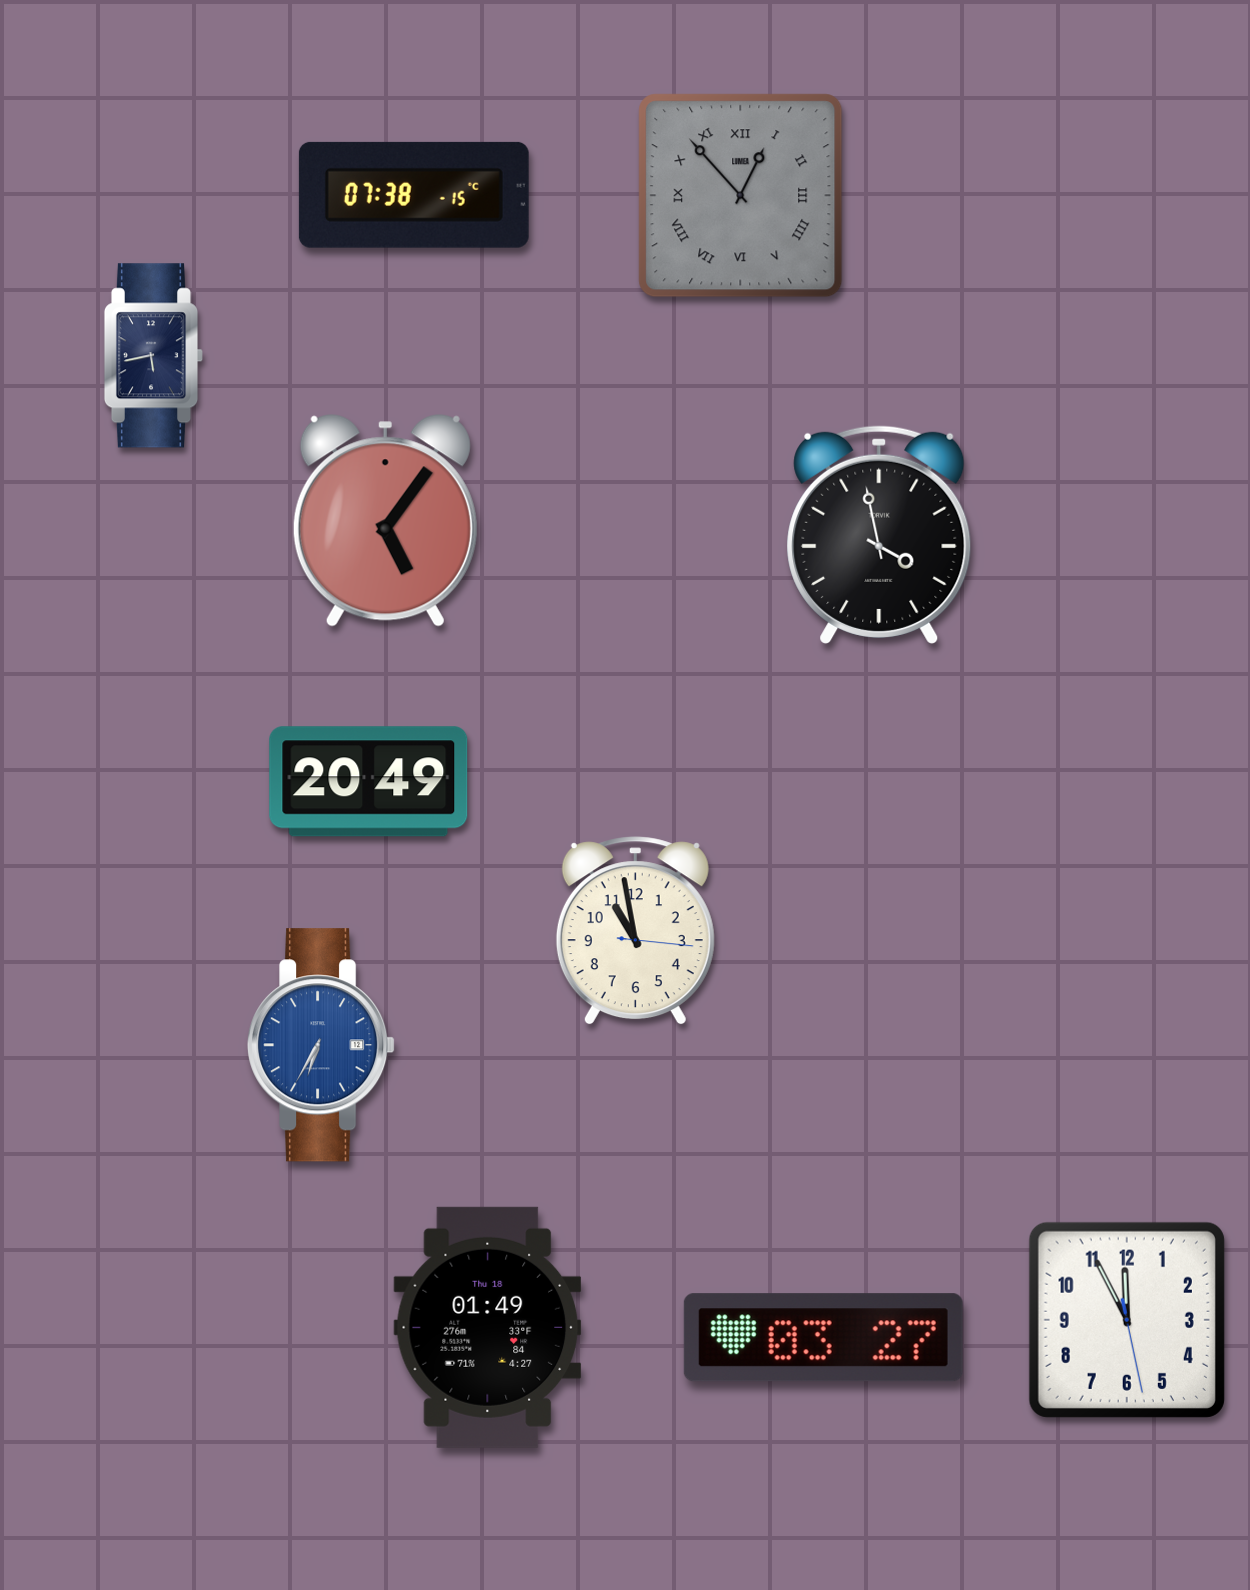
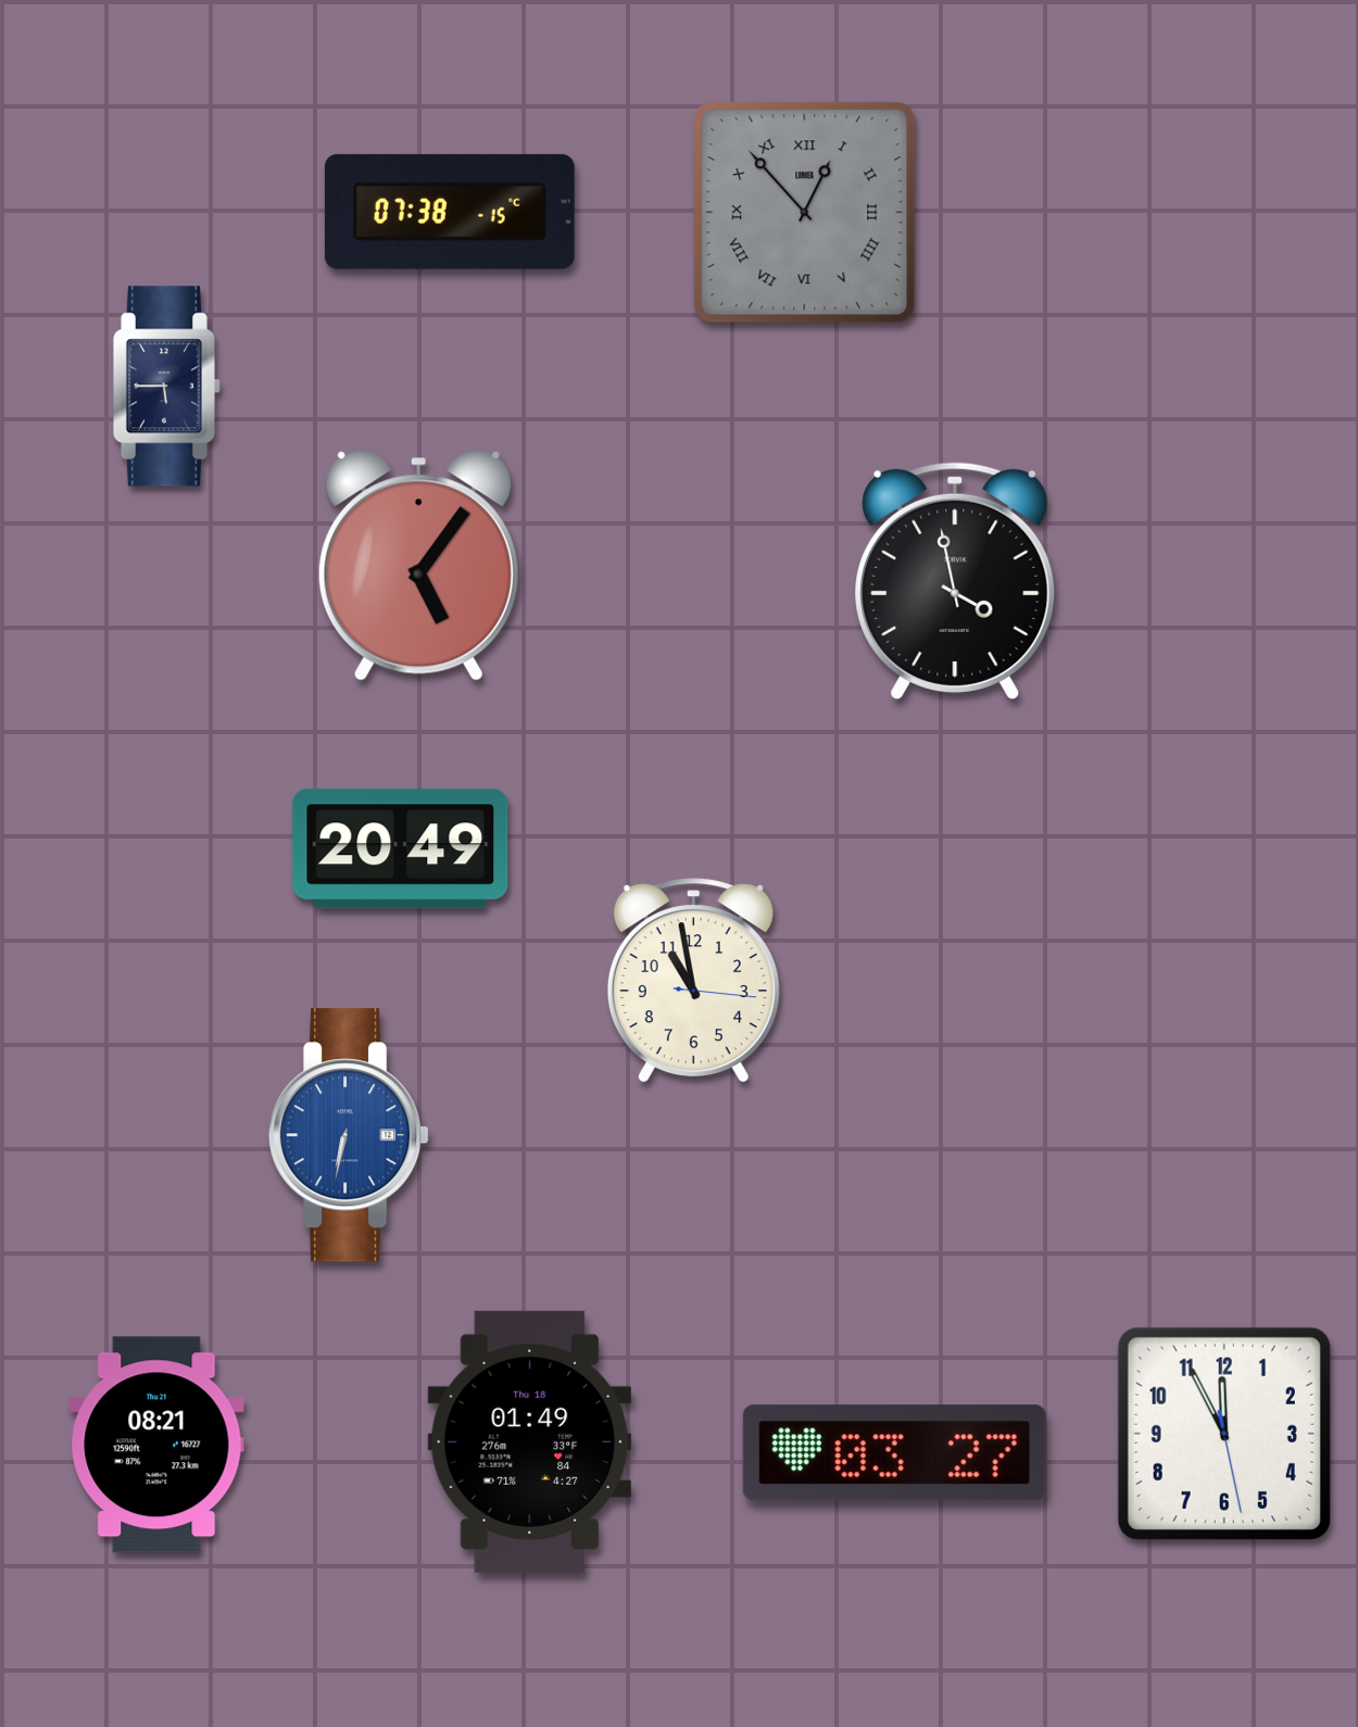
clock at (154, 356): 5:43 -> 5:45
clock at (635, 931) position: (635, 931) -> (693, 981)
clock at (321, 1045): 6:35 -> 6:32
clock at (156, 1445): none -> 08:21
